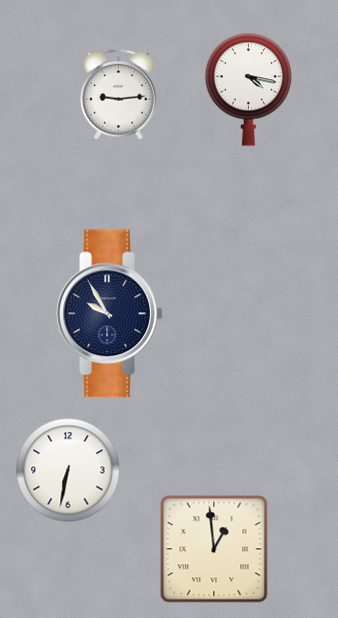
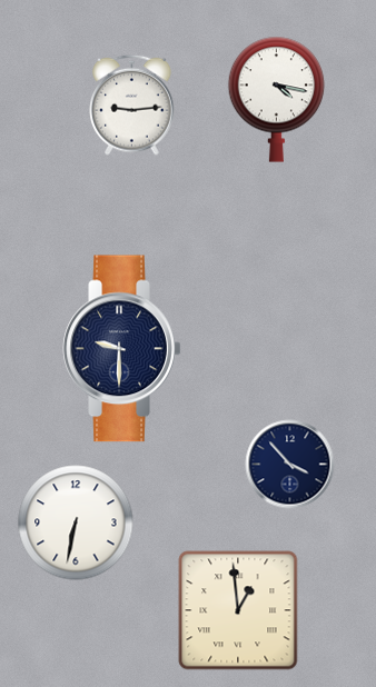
clock at (110, 314): 9:55 -> 9:30
clock at (290, 465): none -> 3:53
